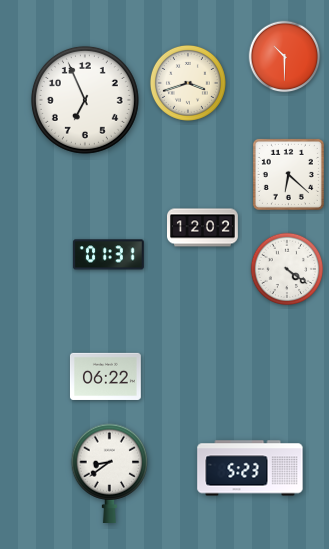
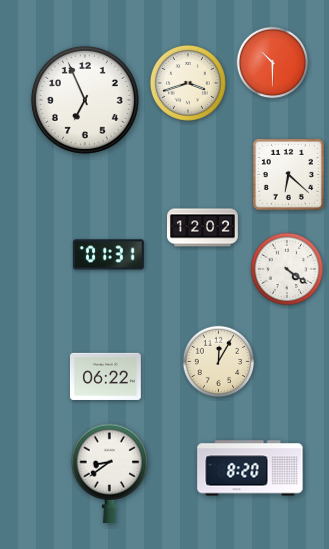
clock at (285, 57) position: (285, 57) -> (273, 63)
clock at (219, 362): none -> 12:05
clock at (250, 468): 5:23 -> 8:20
